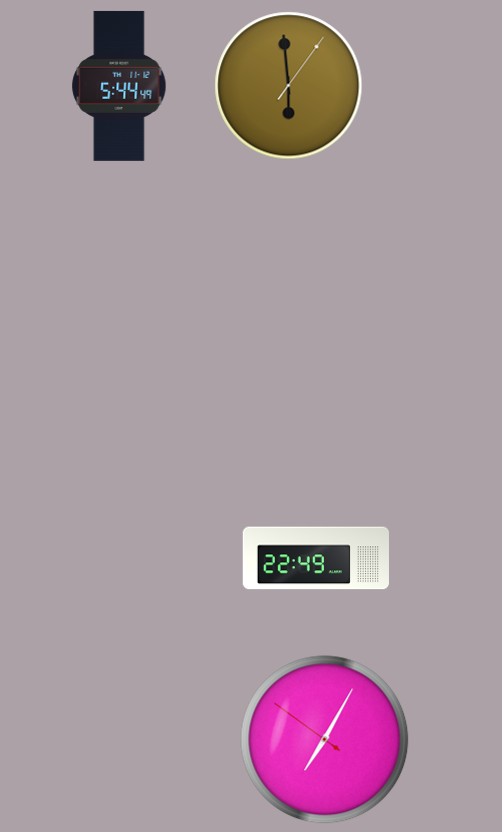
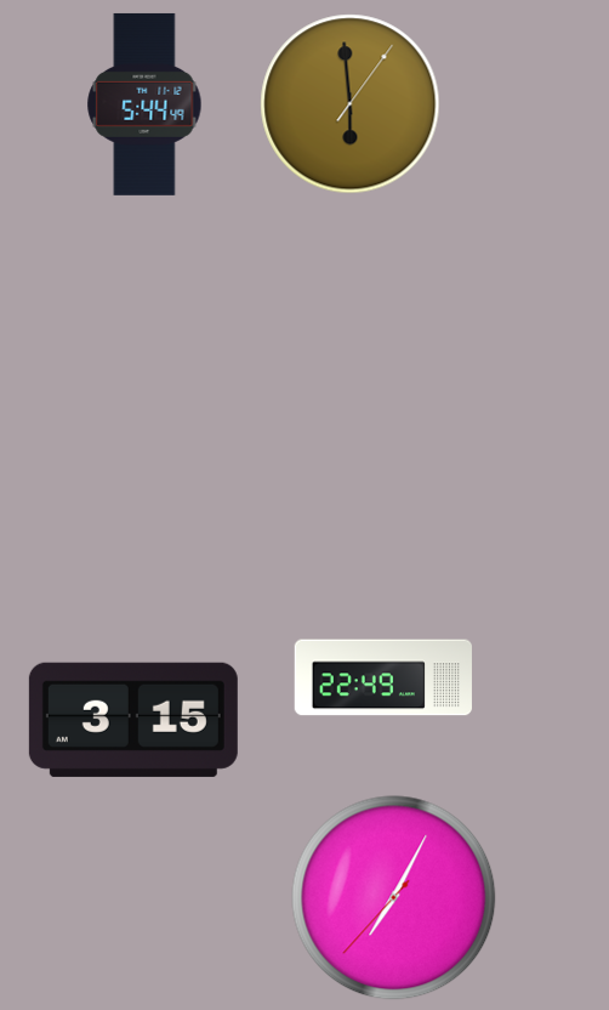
clock at (133, 720): none -> 3:15
clock at (325, 740): 7:04:51 -> 7:04:37
